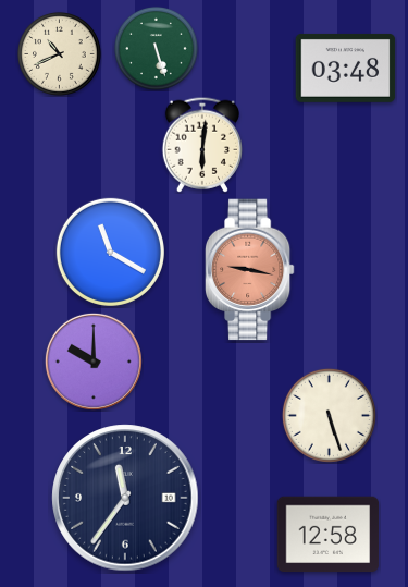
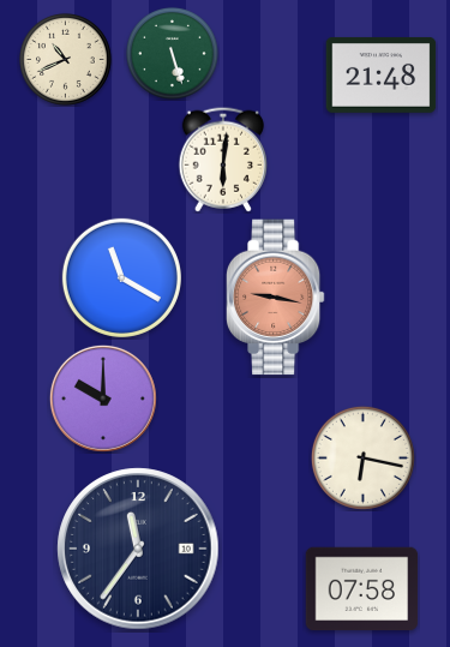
clock at (346, 68): 03:48 -> 21:48
clock at (329, 415): 5:27 -> 6:17
clock at (329, 535): 12:58 -> 07:58
